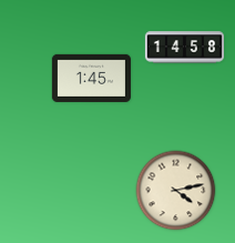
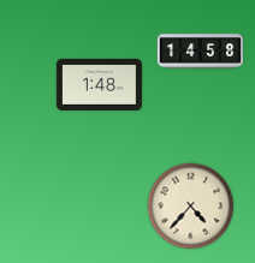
clock at (91, 78): 1:45 -> 1:48
clock at (176, 191): 4:13 -> 4:37
